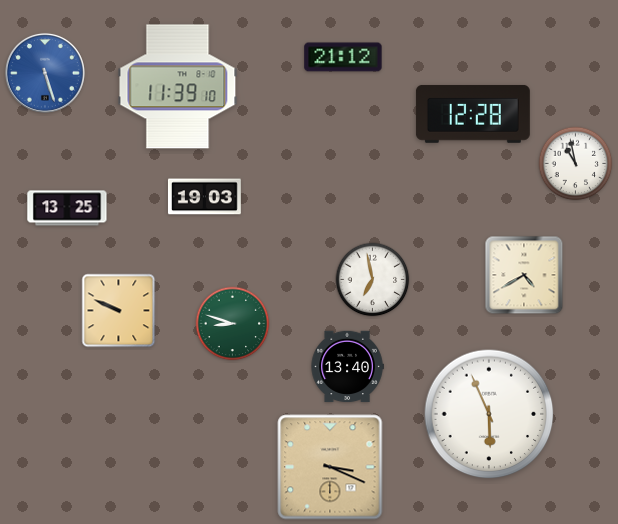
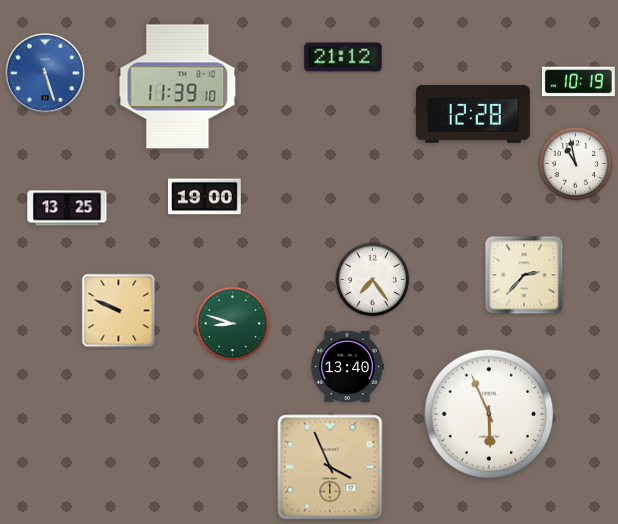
clock at (578, 82): none -> 10:19
clock at (204, 197): 19:03 -> 19:00
clock at (524, 275): 4:40 -> 2:37
clock at (373, 280): 6:58 -> 7:24
clock at (330, 467): 3:19 -> 3:56
